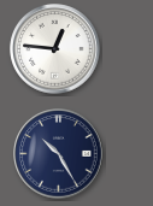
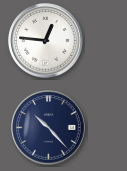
clock at (59, 154): 10:25 -> 10:23
